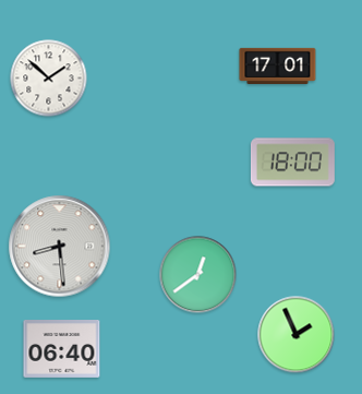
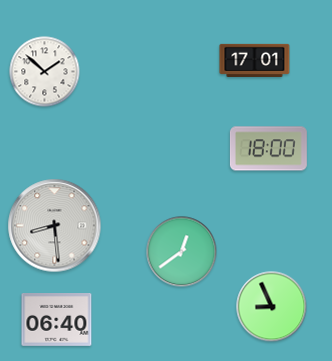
clock at (297, 335): 1:56 -> 8:56
